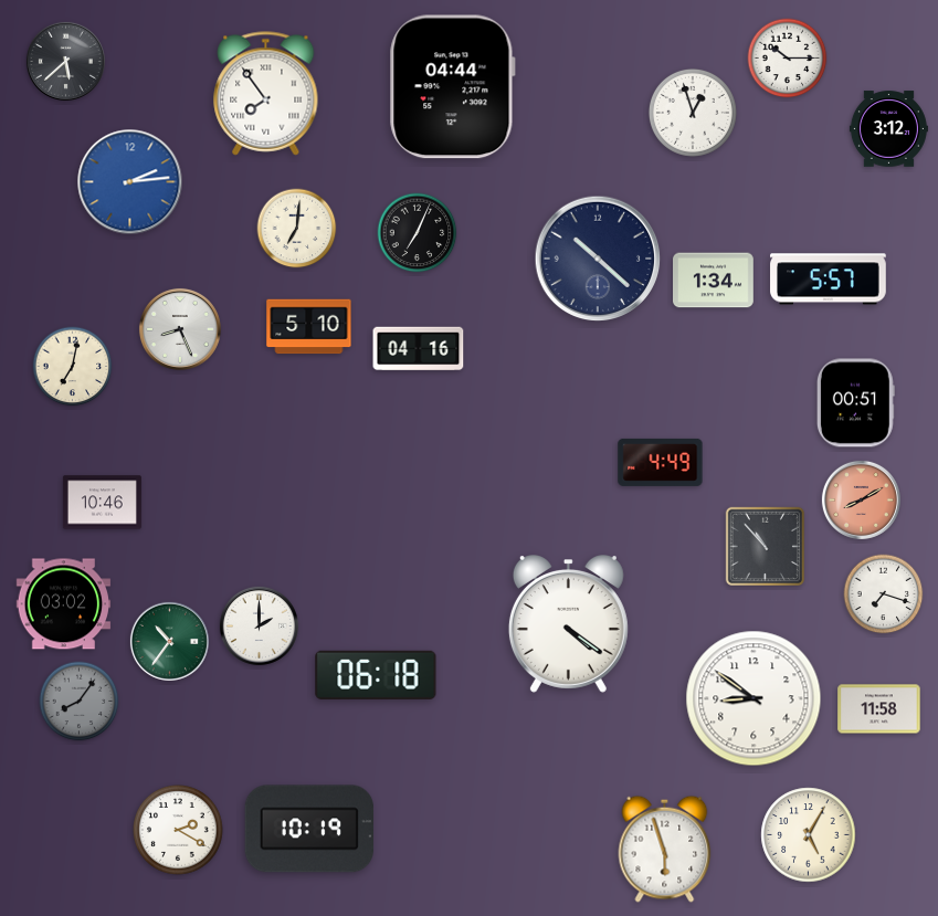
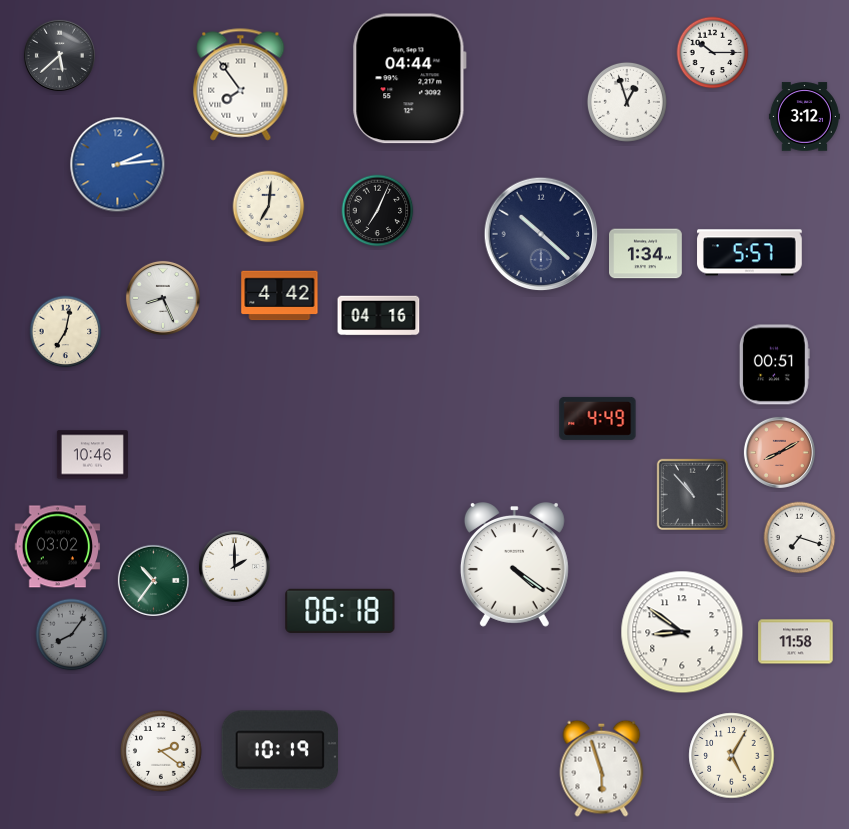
clock at (309, 327): 5:10 -> 4:42
clock at (179, 831): 2:20 -> 2:21
